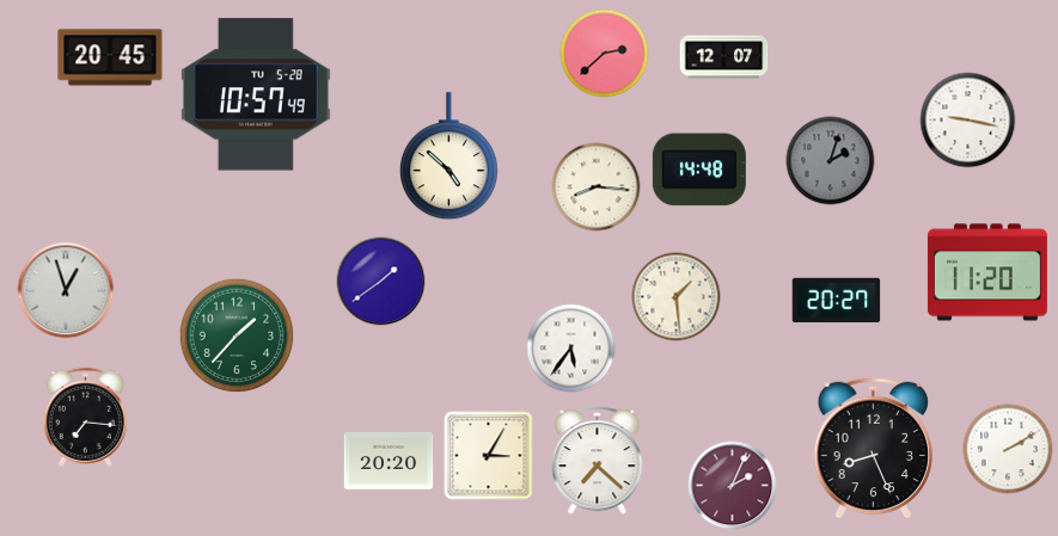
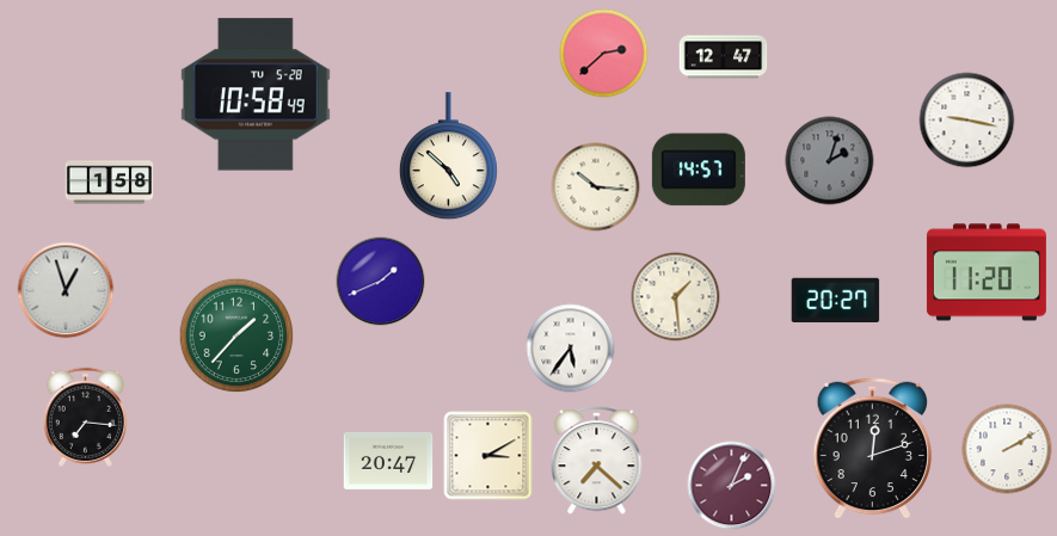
clock at (110, 57): 20:45 -> none
clock at (724, 57): 12:07 -> 12:47
clock at (256, 94): 10:57 -> 10:58
clock at (699, 170): 14:48 -> 14:57
clock at (110, 183): none -> 1:58
clock at (597, 187): 8:16 -> 10:16
clock at (381, 282): 1:39 -> 1:41
clock at (874, 448): 8:26 -> 12:12
clock at (489, 456): 3:05 -> 3:10
clock at (389, 461): 20:20 -> 20:47
